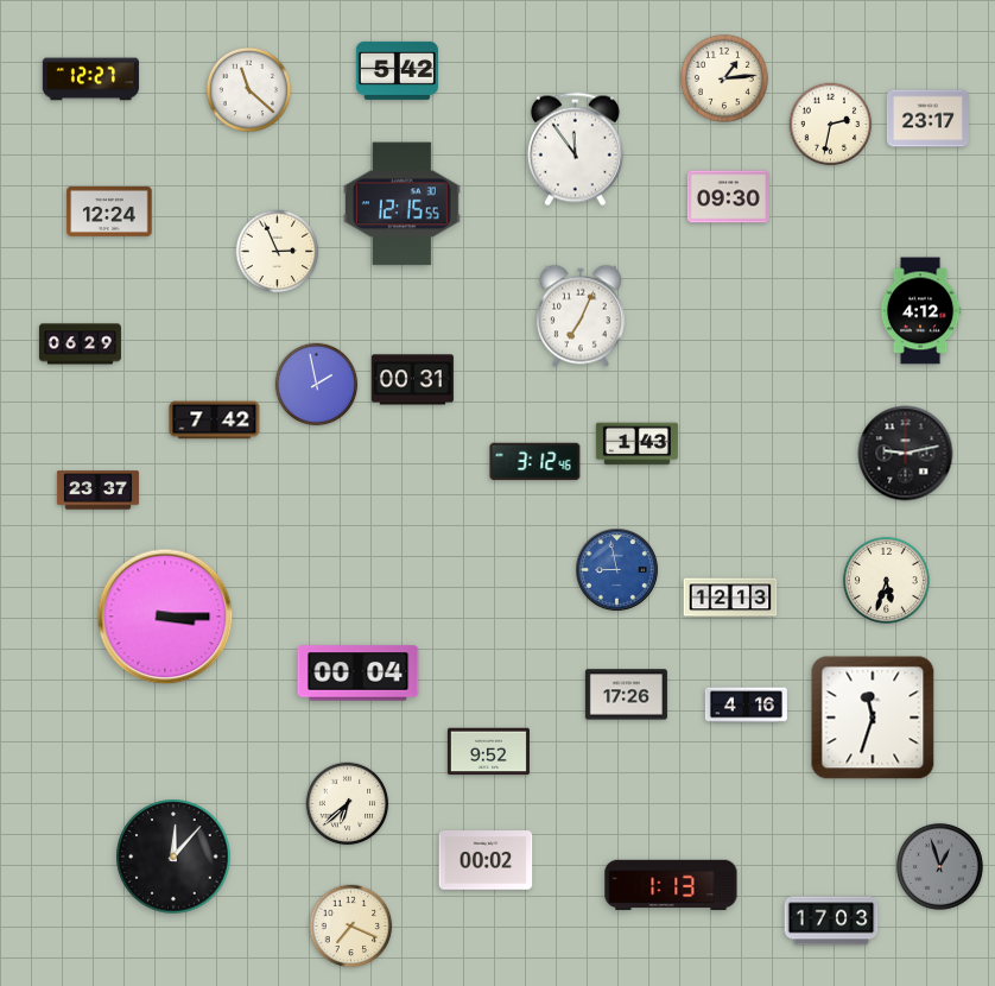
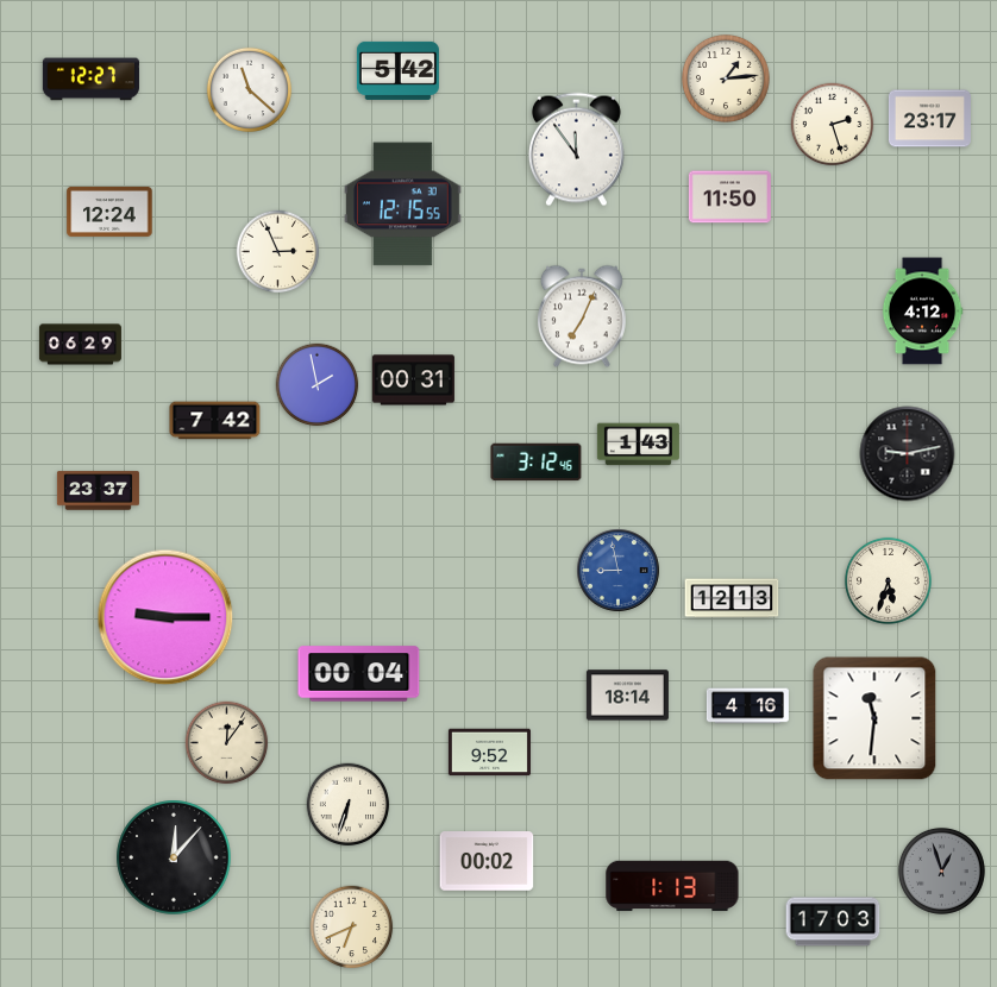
clock at (831, 125): 2:32 -> 2:27
clock at (728, 197): 09:30 -> 11:50
clock at (165, 617): 3:15 -> 9:15
clock at (626, 695): 17:26 -> 18:14
clock at (873, 718): 11:33 -> 11:31
clock at (227, 743): none -> 12:06
clock at (348, 804): 6:38 -> 6:33
clock at (939, 866) position: (939, 866) -> (941, 870)
clock at (351, 927): 7:19 -> 6:41
